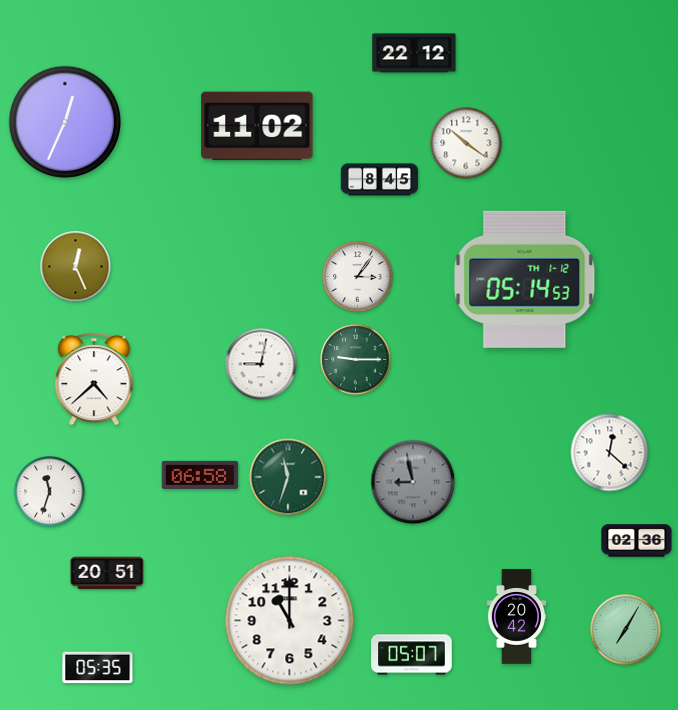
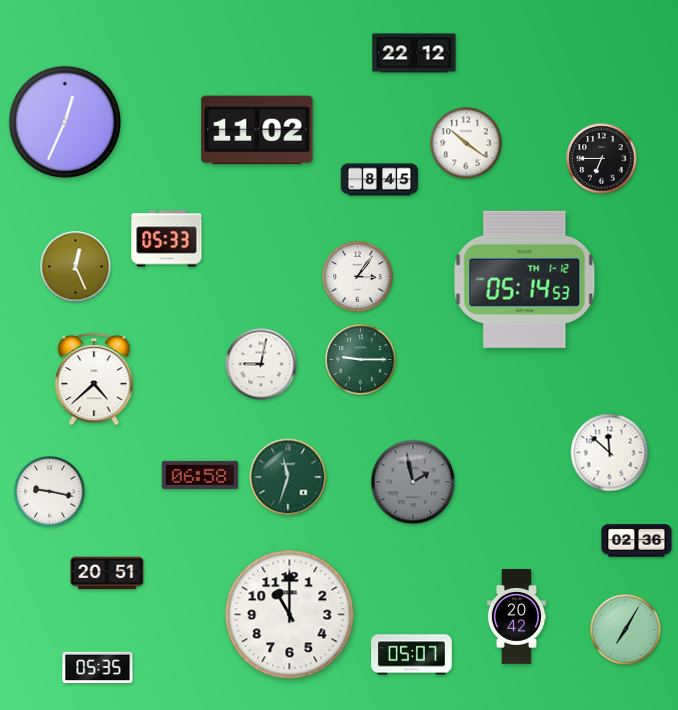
clock at (257, 126) position: (257, 126) -> (257, 130)
clock at (602, 159): none -> 6:45
clock at (167, 239): none -> 05:33
clock at (356, 360) position: (356, 360) -> (361, 360)
clock at (610, 453): 12:22 -> 11:52
clock at (413, 482): 8:58 -> 1:58
clock at (50, 492): 11:33 -> 9:17
clock at (290, 621) position: (290, 621) -> (290, 615)
